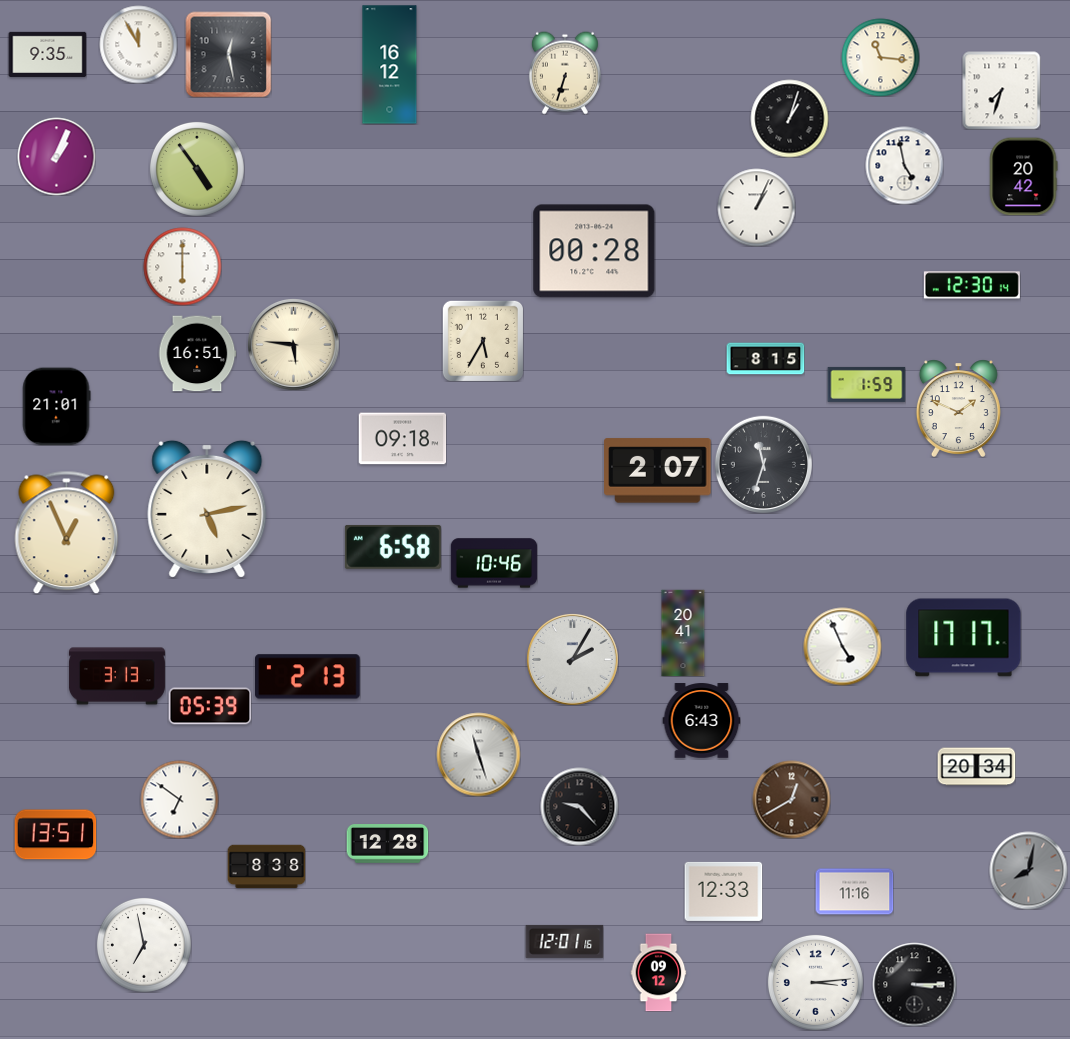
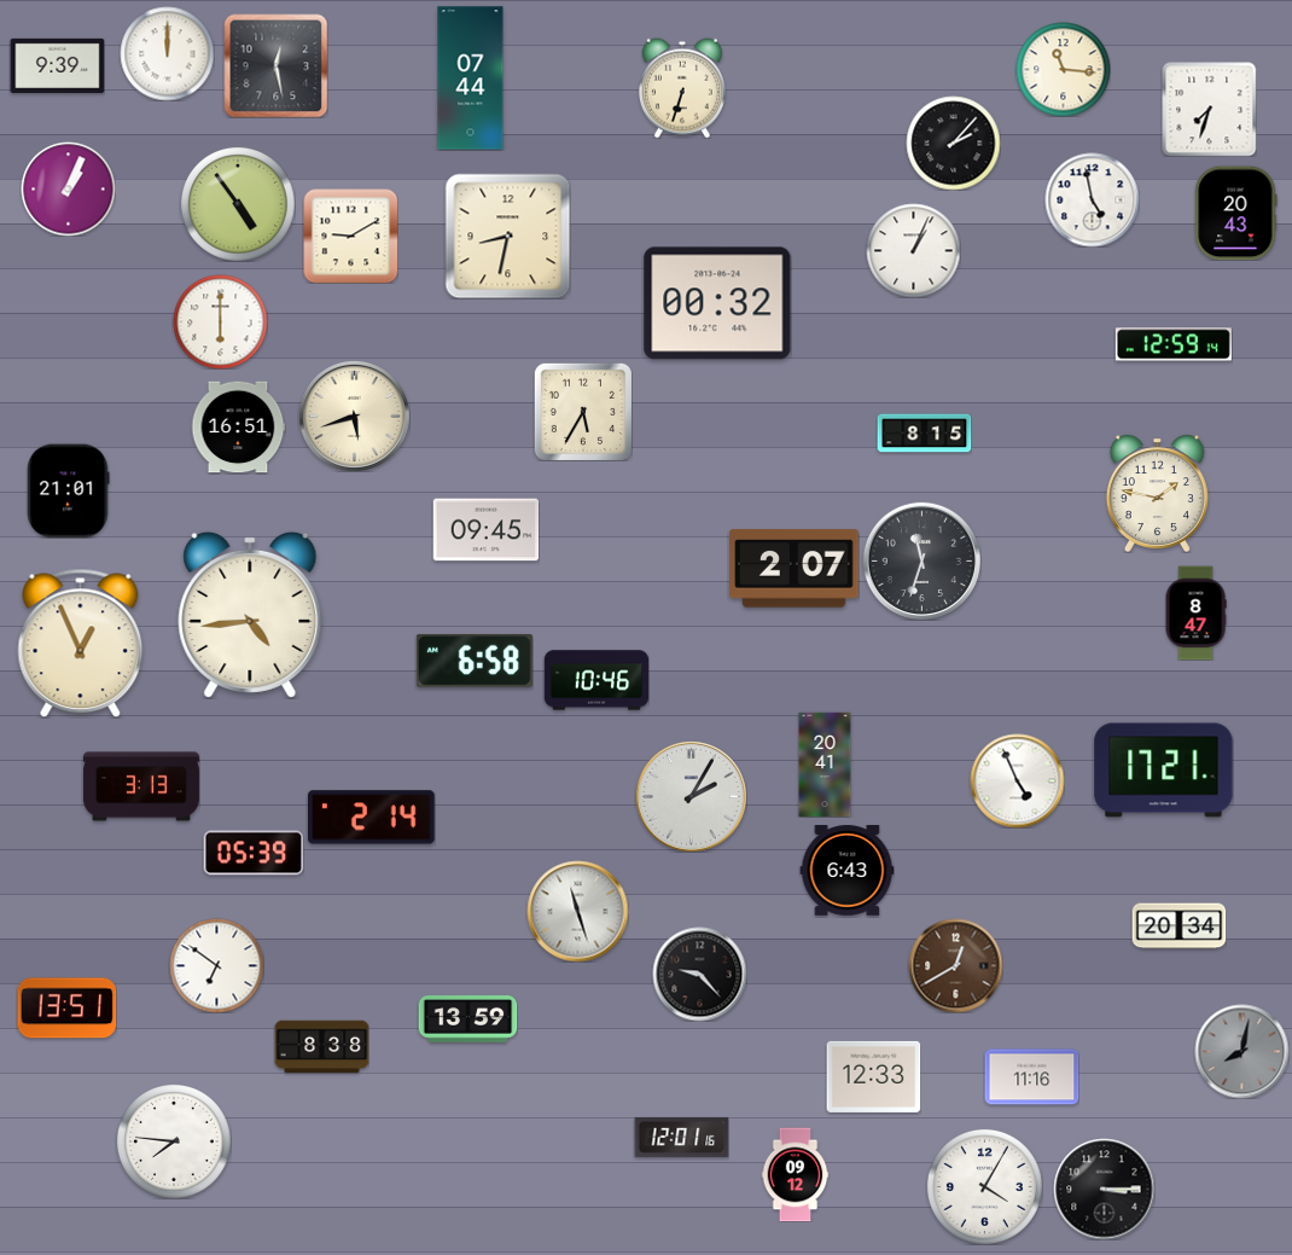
clock at (138, 44): 11:55 -> 12:00
clock at (47, 54): 9:35 -> 9:39
clock at (390, 65): 16:12 -> 07:44
clock at (789, 118): 1:03 -> 2:07
clock at (1024, 176): 20:42 -> 20:43
clock at (350, 236): none -> 9:10
clock at (507, 236): none -> 8:32
clock at (594, 251): 00:28 -> 00:32
clock at (972, 285): 12:30 -> 12:59
clock at (293, 344): 5:46 -> 5:42
clock at (866, 384): 1:59 -> none
clock at (958, 408): 1:49 -> 1:47
clock at (402, 439): 09:18 -> 09:45
clock at (1195, 612): none -> 8:47
clock at (207, 509): 5:13 -> 4:44
clock at (964, 638): 17:17 -> 17:21
clock at (117, 676) position: (117, 676) -> (141, 786)
clock at (308, 677): 2:13 -> 2:14
clock at (387, 844): 12:28 -> 13:59
clock at (144, 945): 6:58 -> 7:46
clock at (815, 982): 3:14 -> 4:05
